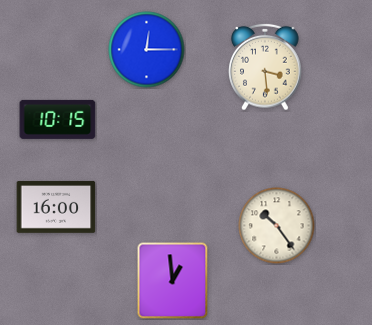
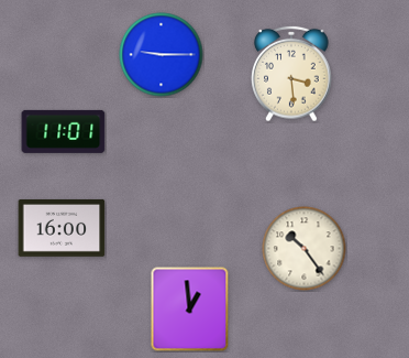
clock at (147, 50): 12:15 -> 9:15
clock at (58, 119): 10:15 -> 11:01
